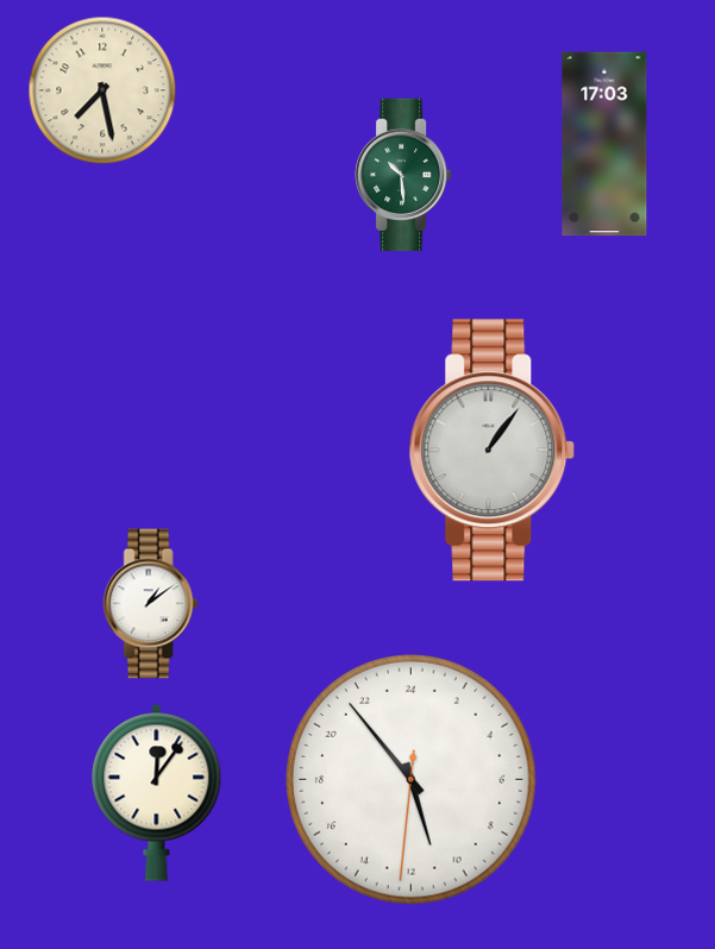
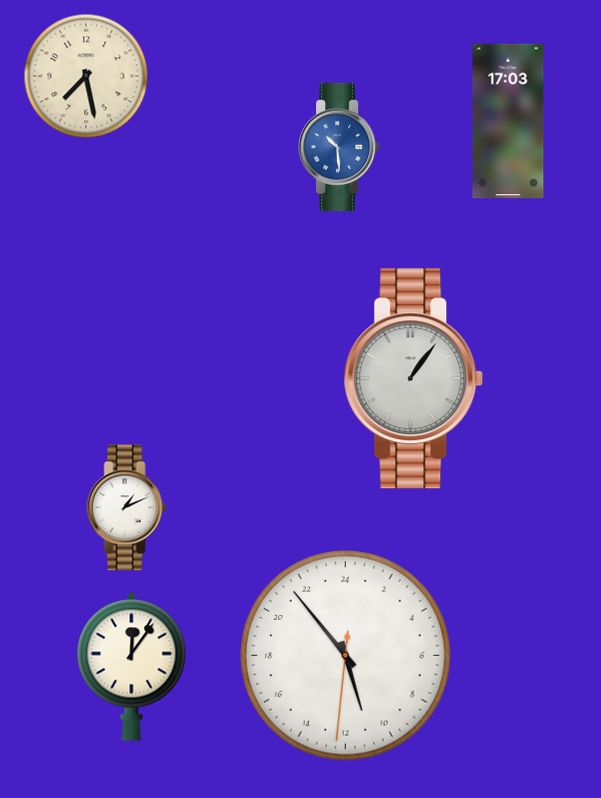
clock at (403, 175) dial: green -> blue
clock at (151, 604): 1:09 -> 1:11
